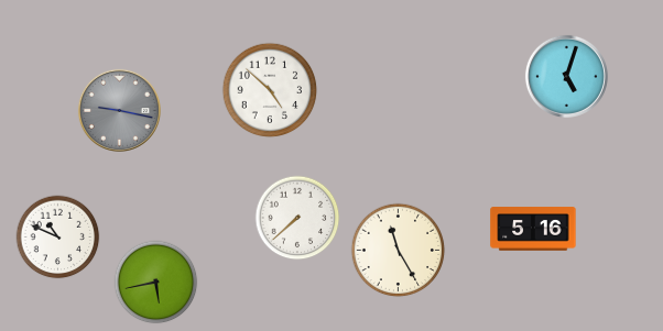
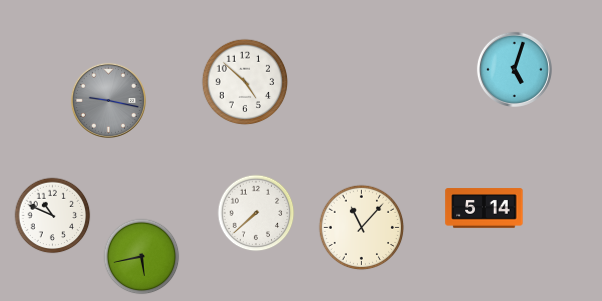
clock at (297, 218) position: (297, 218) -> (256, 213)
clock at (533, 229): 5:16 -> 5:14
clock at (399, 251): 11:25 -> 11:07
